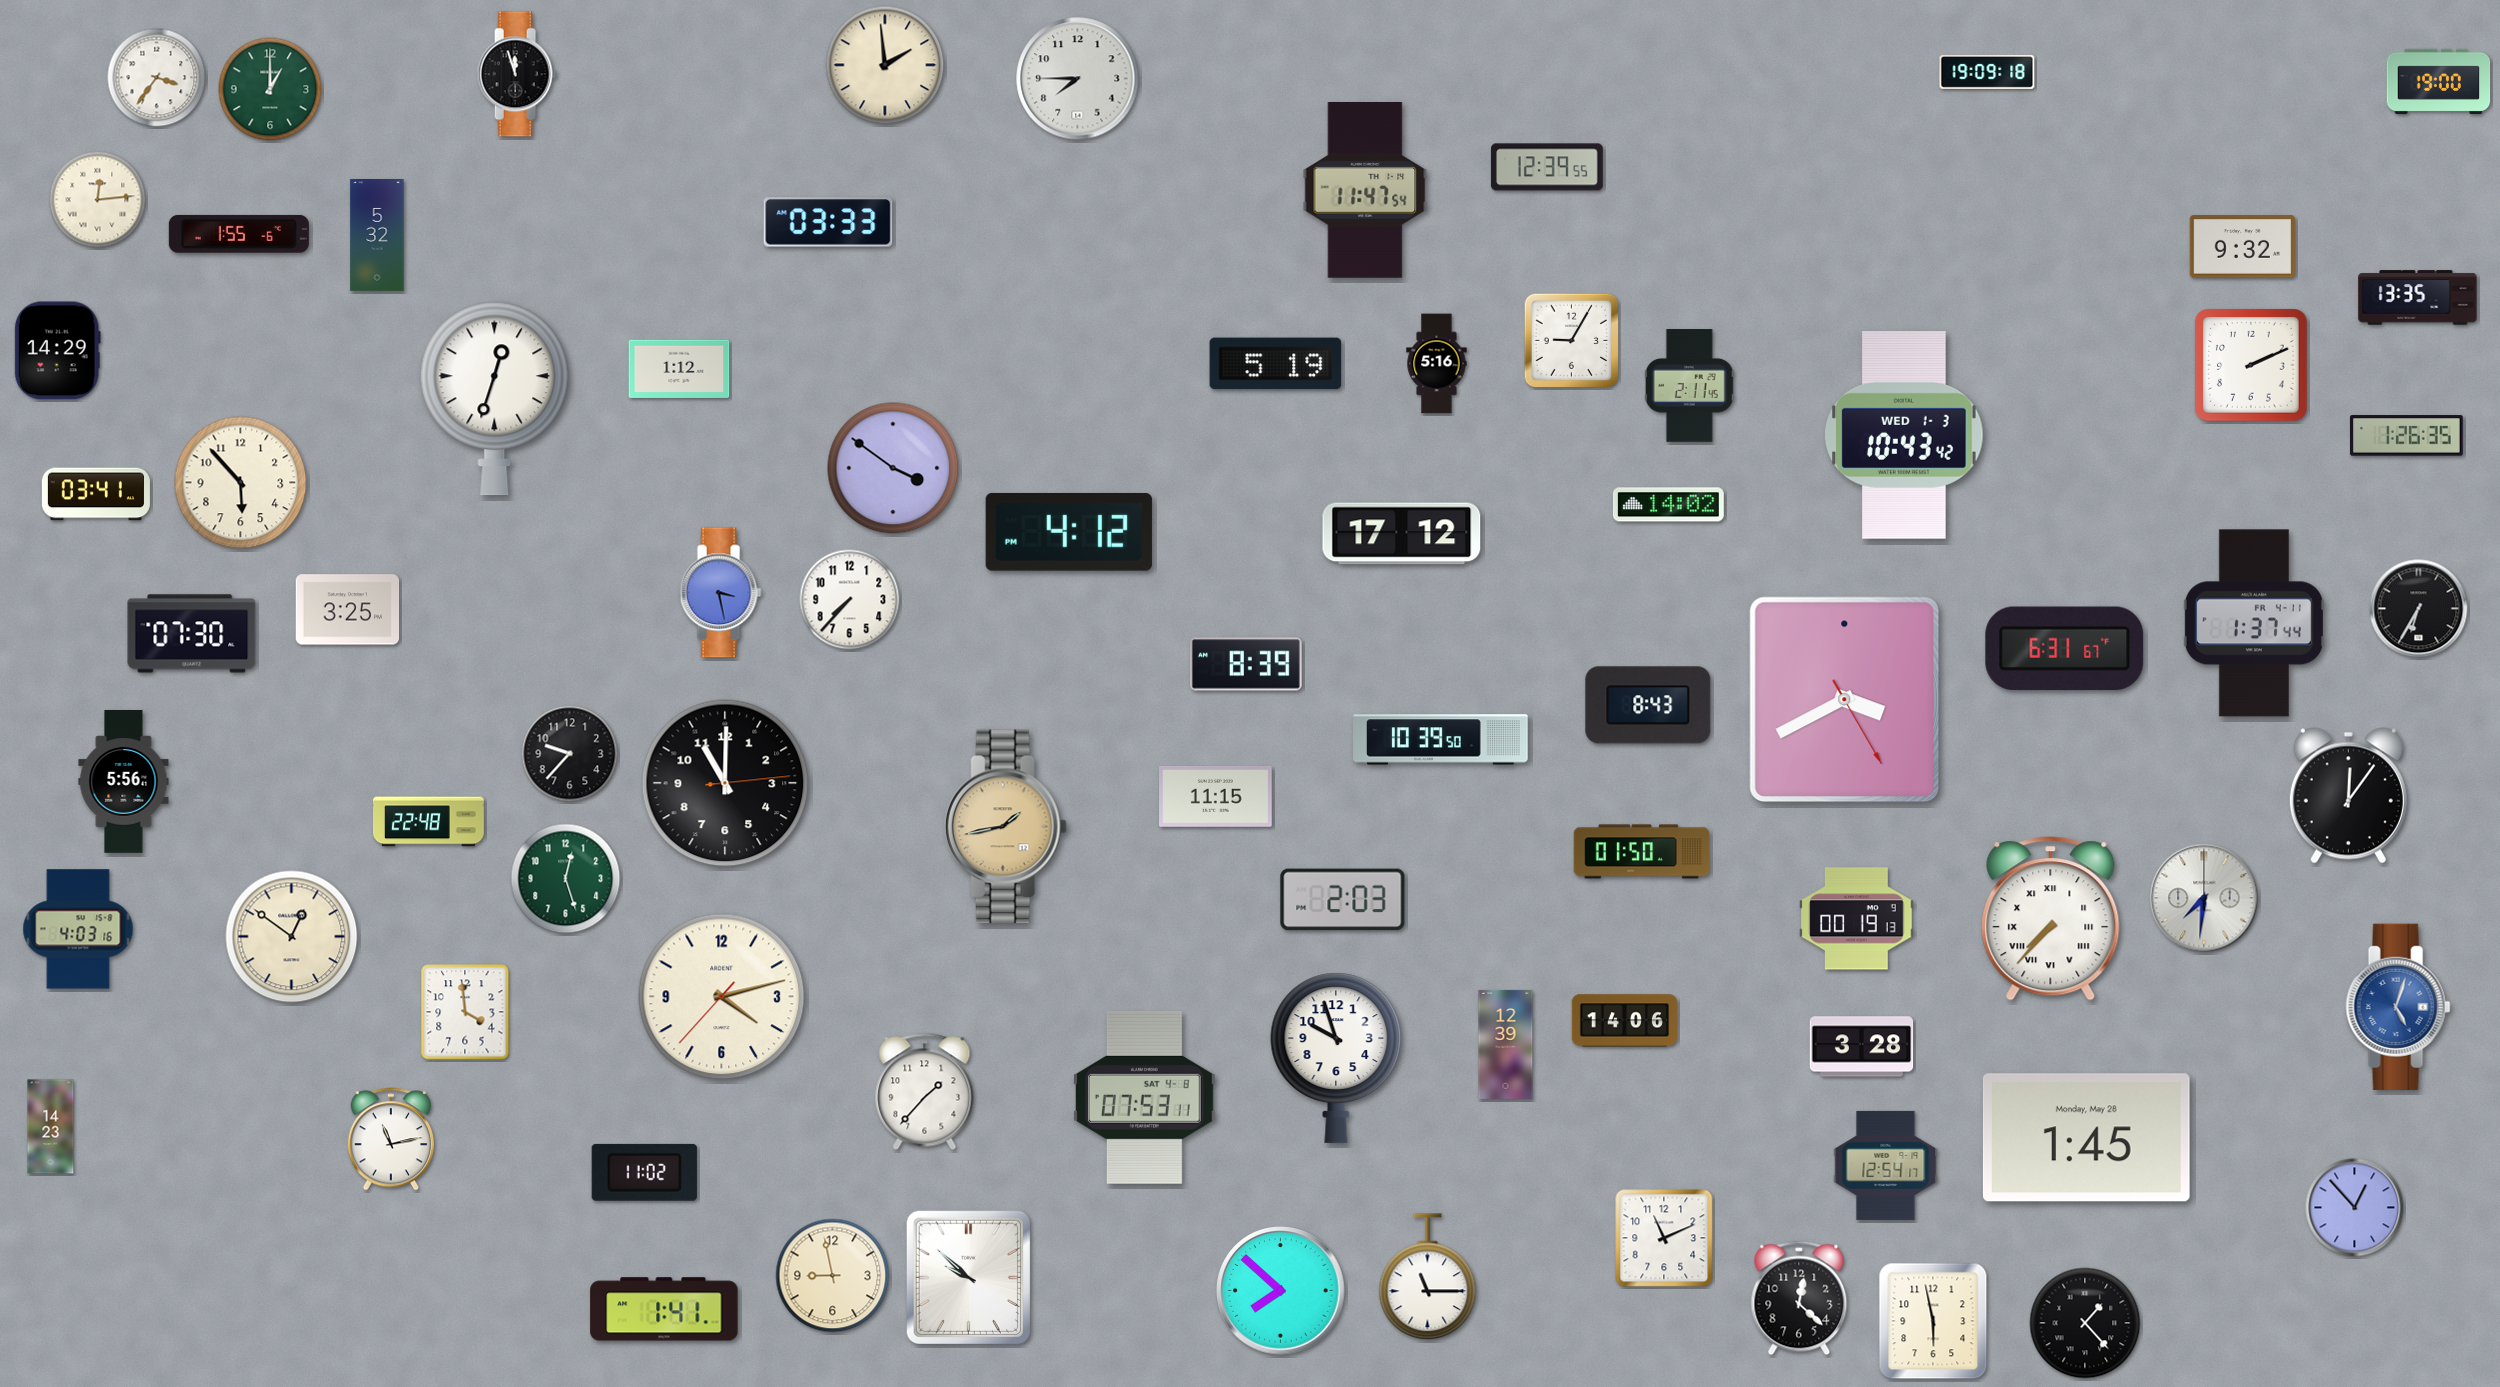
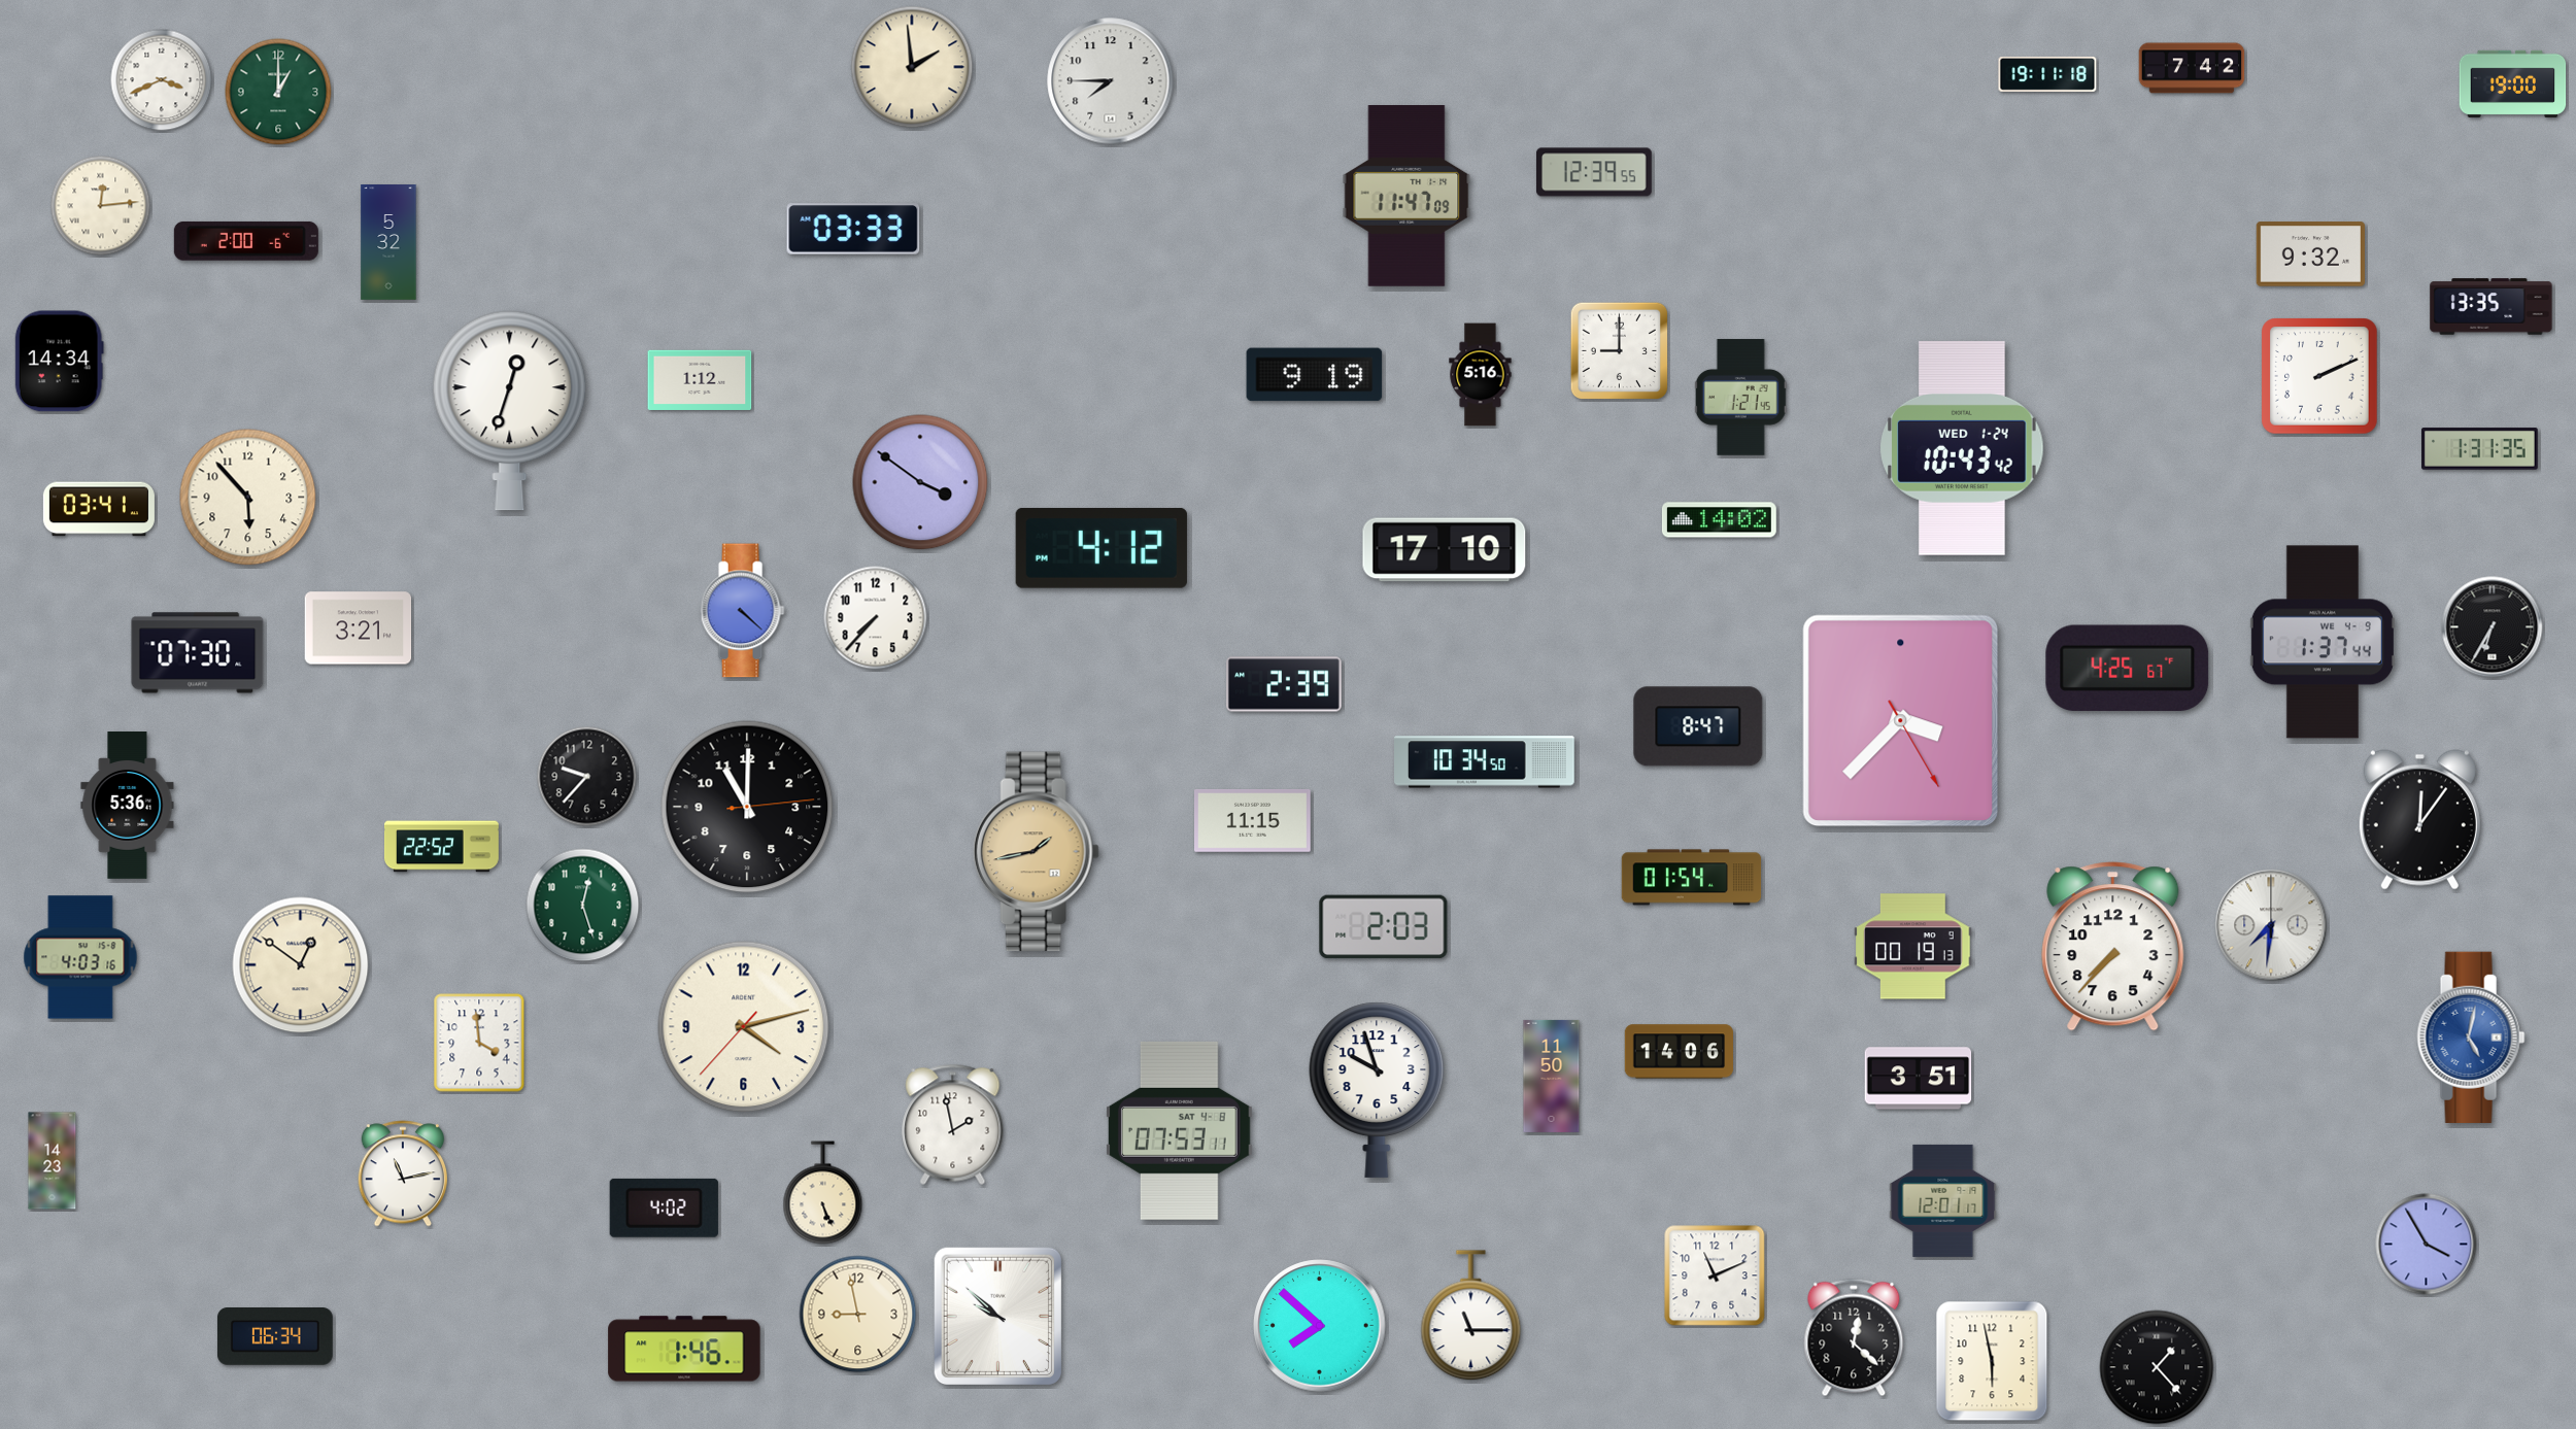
clock at (2192, 68): none -> 7:42
clock at (1987, 72): 19:09 -> 19:11
clock at (517, 74): 11:57 -> none
clock at (157, 78): 3:36 -> 3:41
clock at (1365, 191): 11:47:54 -> 11:47:09
clock at (239, 234): 1:55 -> 2:00
clock at (1571, 340): 9:05 -> 9:00
clock at (57, 351): 14:29 -> 14:34
clock at (1276, 364): 5:19 -> 9:19
clock at (1689, 386): 2:11 -> 1:21
clock at (1904, 436) date: WED 1-3 -> WED 1-24
clock at (2407, 436): 1:26 -> 1:31
clock at (1402, 534): 17:12 -> 17:10
clock at (720, 593): 3:28 -> 4:22
clock at (348, 610): 3:25 -> 3:21
clock at (2254, 623) date: FR 4-11 -> WE 4-9
clock at (2065, 648): 6:31 -> 4:25
clock at (1246, 664): 8:39 -> 2:39
clock at (1845, 700): 3:40 -> 3:37
clock at (1648, 705): 8:43 -> 8:47
clock at (1441, 740): 10:39 -> 10:34
clock at (124, 782): 5:56 -> 5:36
clock at (428, 822): 22:48 -> 22:52
clock at (1642, 852): 01:50 -> 01:54
clock at (2051, 919) numerals: Roman -> Arabic
clock at (2398, 1007): 5:03 -> 5:02
clock at (1624, 1021) position: (1624, 1021) -> (1679, 1052)
clock at (1506, 1044): 12:39 -> 11:50
clock at (1862, 1047): 3:28 -> 3:51
clock at (925, 1091): 1:37 -> 1:58
clock at (2086, 1138): 1:45 -> none
clock at (823, 1193): none -> 5:26
clock at (1886, 1165): 12:54 -> 12:01
clock at (644, 1172): 11:02 -> 4:02
clock at (2355, 1208): 12:53 -> 3:55
clock at (1281, 1291) position: (1281, 1291) -> (1320, 1326)
clock at (275, 1337): none -> 06:34
clock at (664, 1309): 1:41 -> 1:46
clock at (2085, 1323) position: (2085, 1323) -> (2157, 1367)
